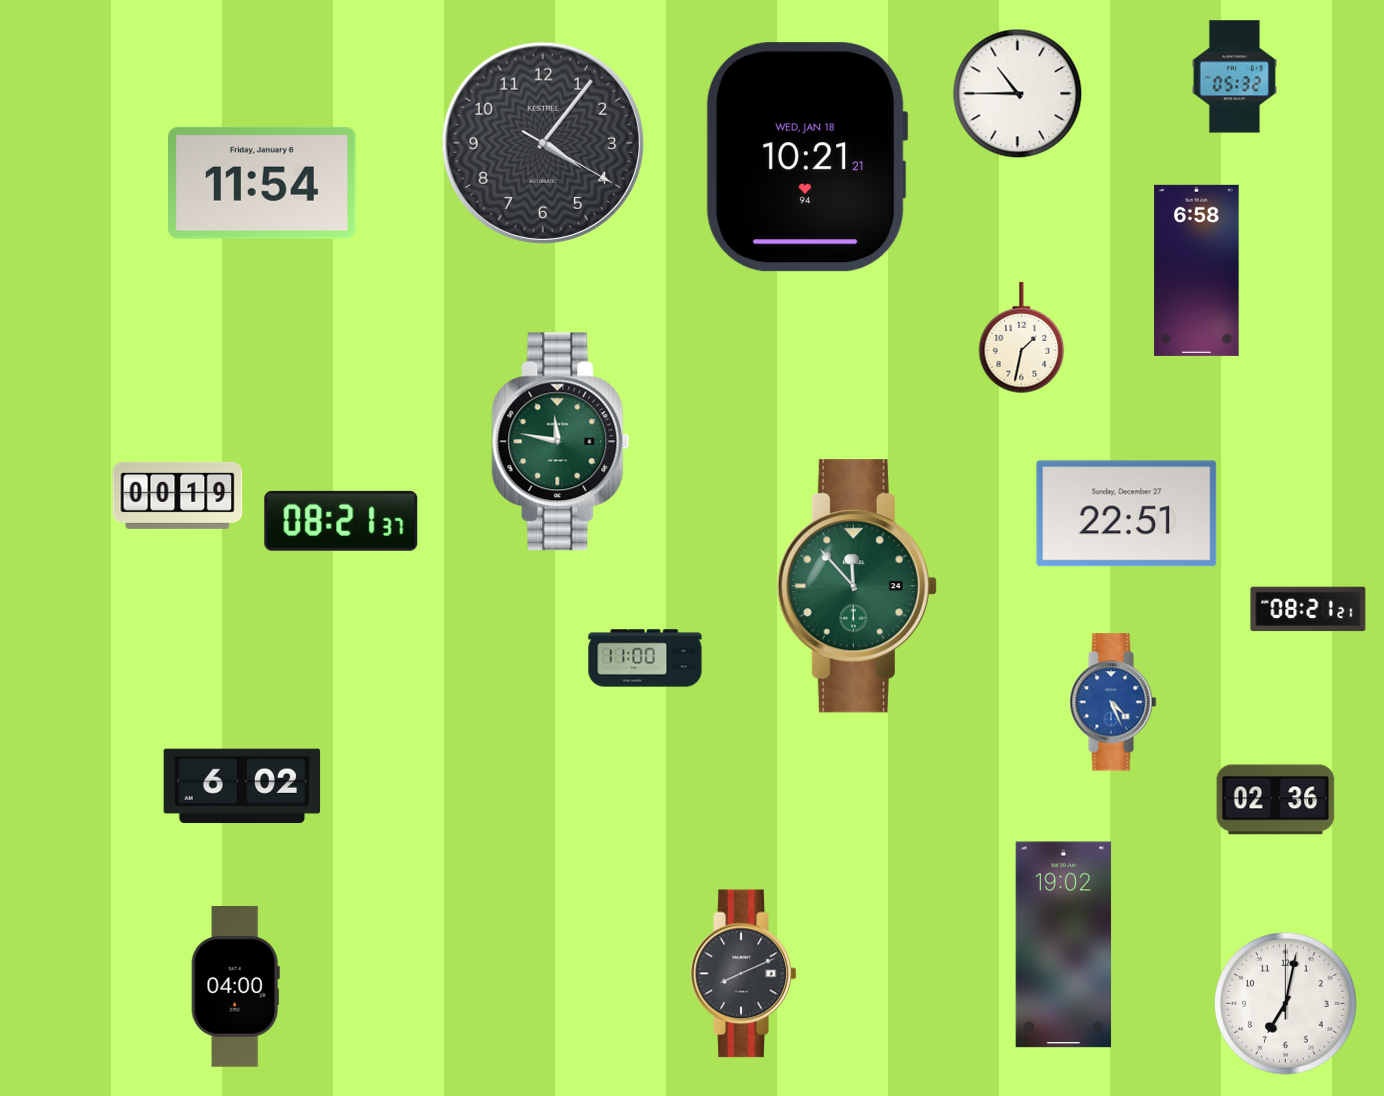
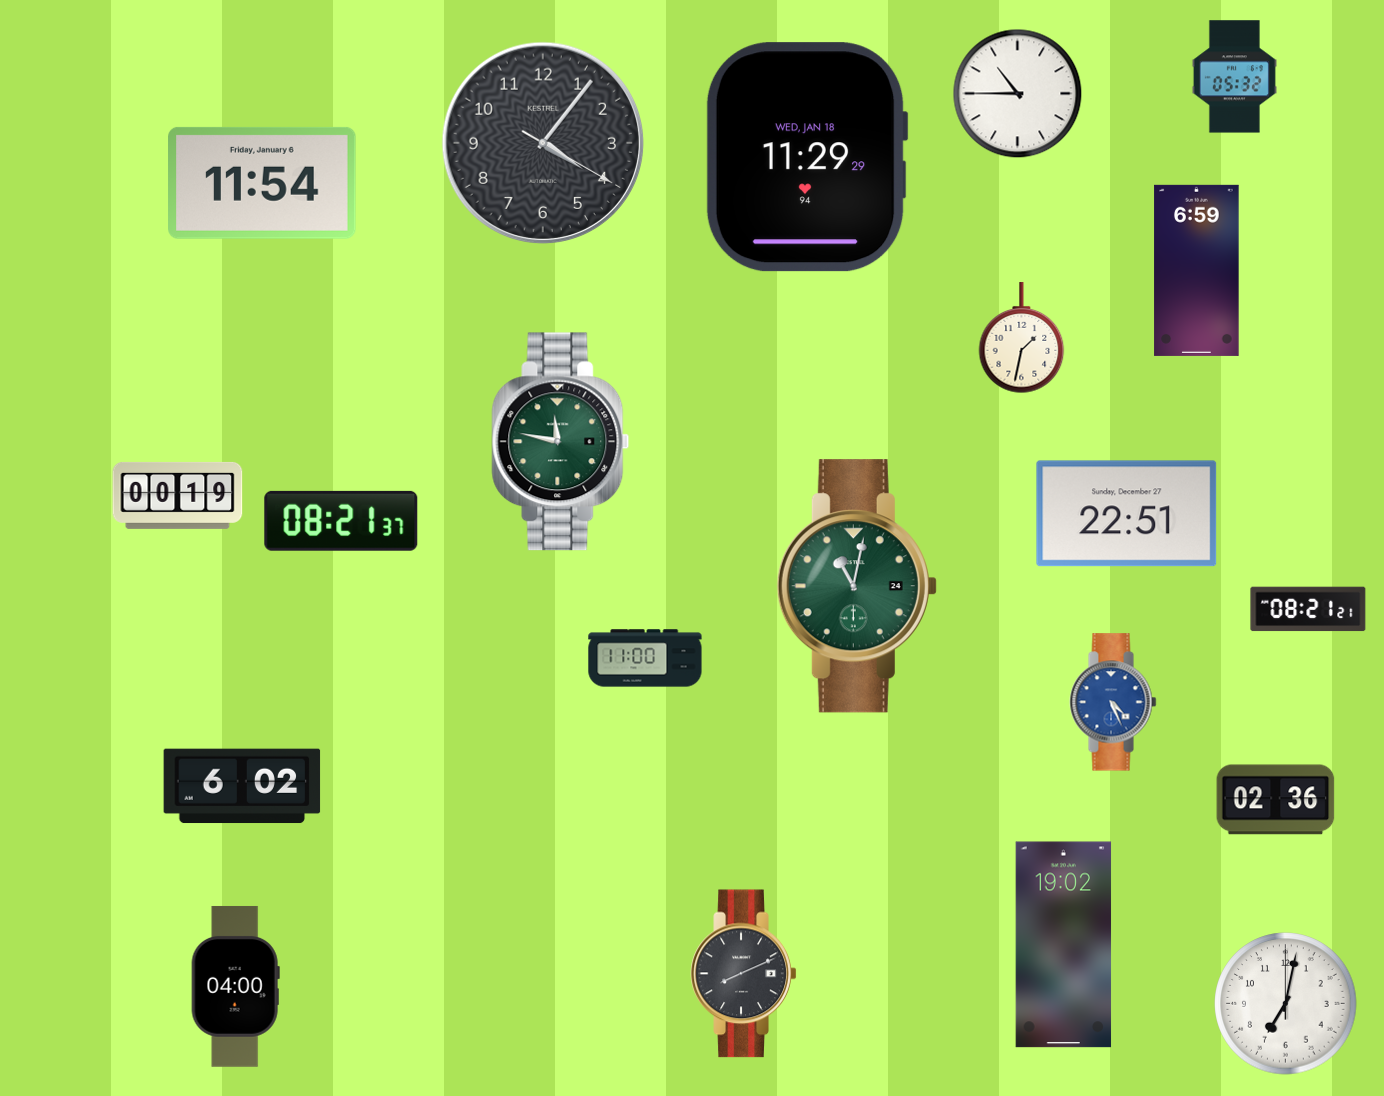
clock at (807, 157): 10:21 -> 11:29
clock at (1197, 270): 6:58 -> 6:59
clock at (857, 586): 11:53 -> 11:02
